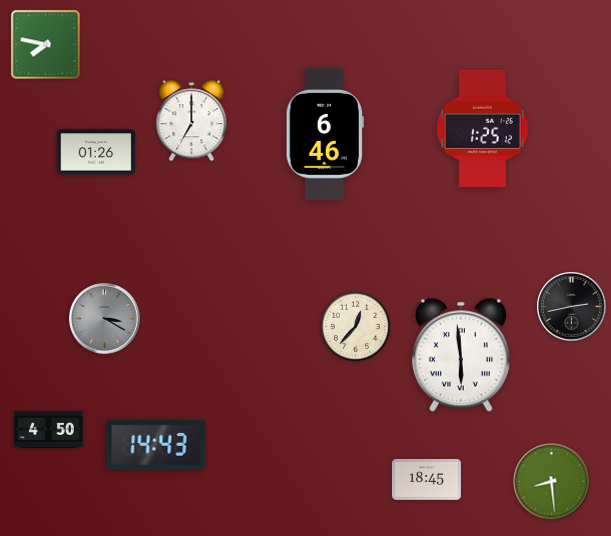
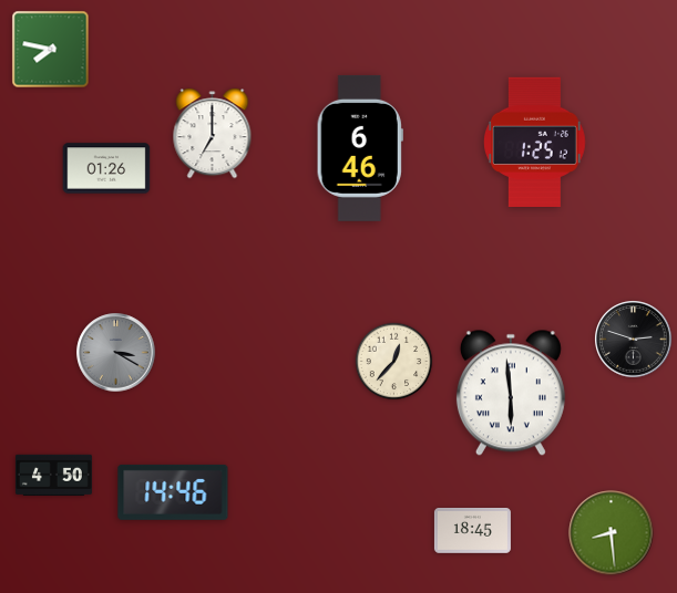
clock at (572, 307): 2:43 -> 2:48
clock at (156, 445): 14:43 -> 14:46
